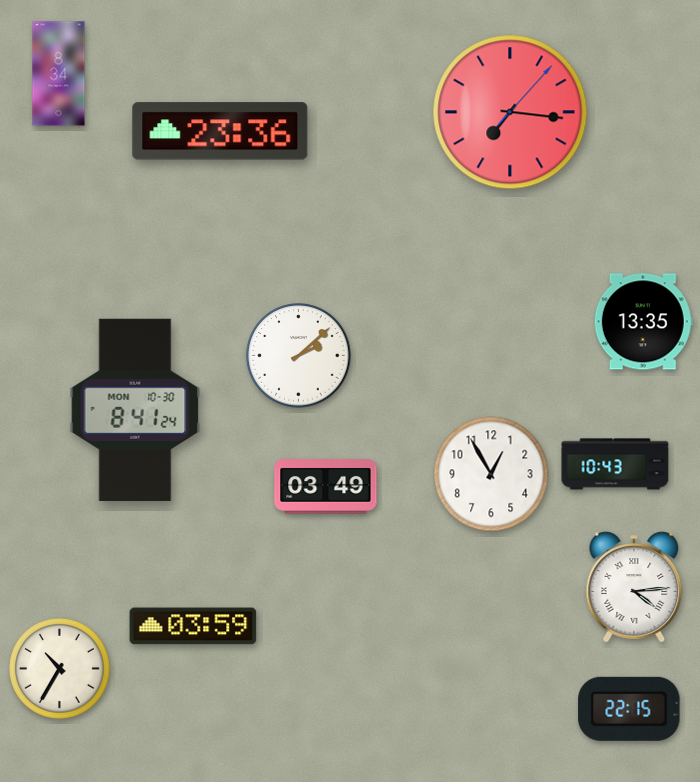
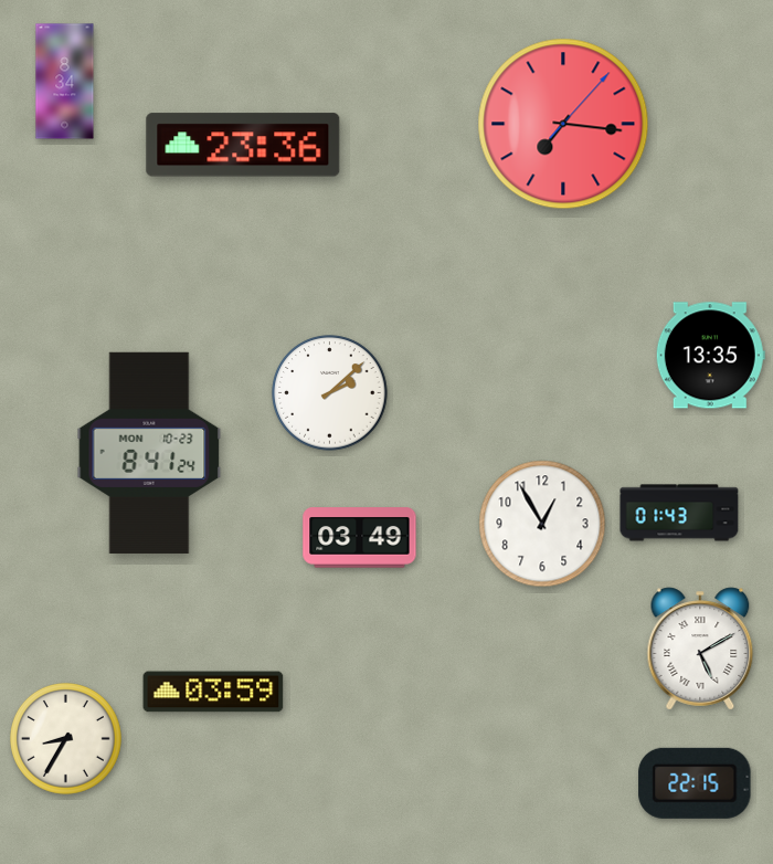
clock at (135, 410) date: MON 10-30 -> MON 10-23
clock at (615, 464): 10:43 -> 01:43
clock at (634, 587): 4:14 -> 5:10
clock at (60, 669): 10:35 -> 8:35
